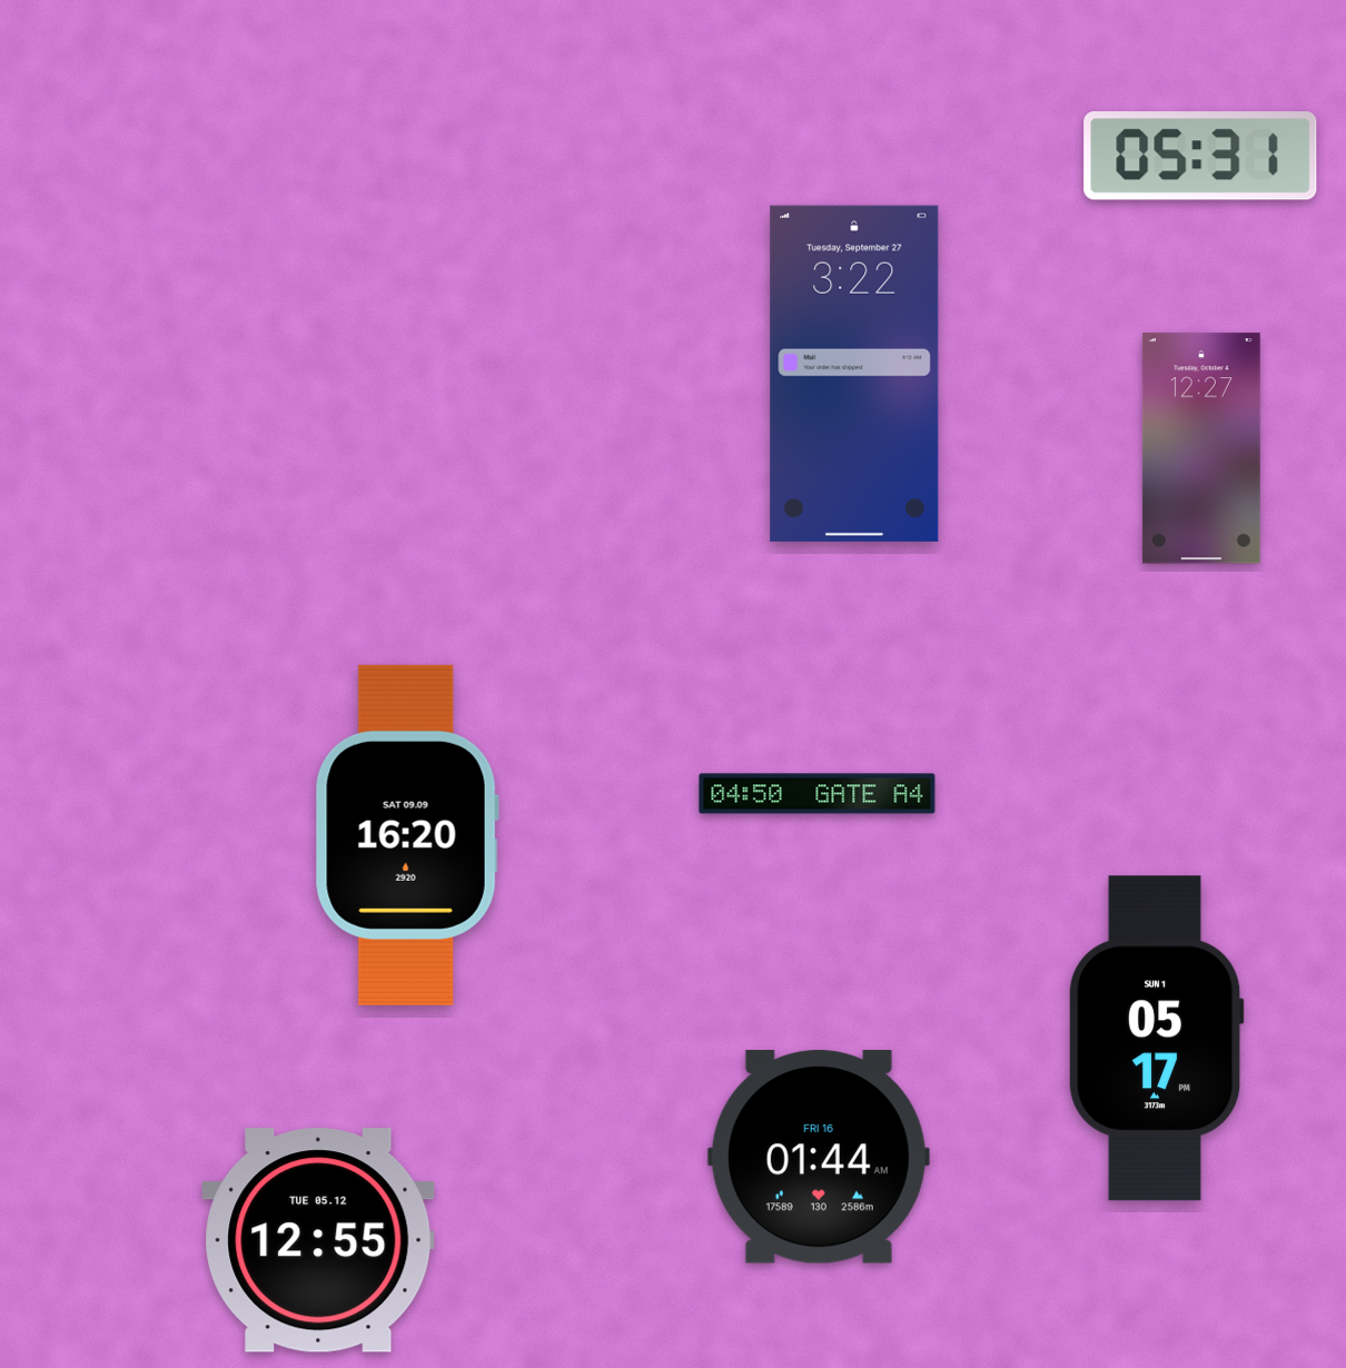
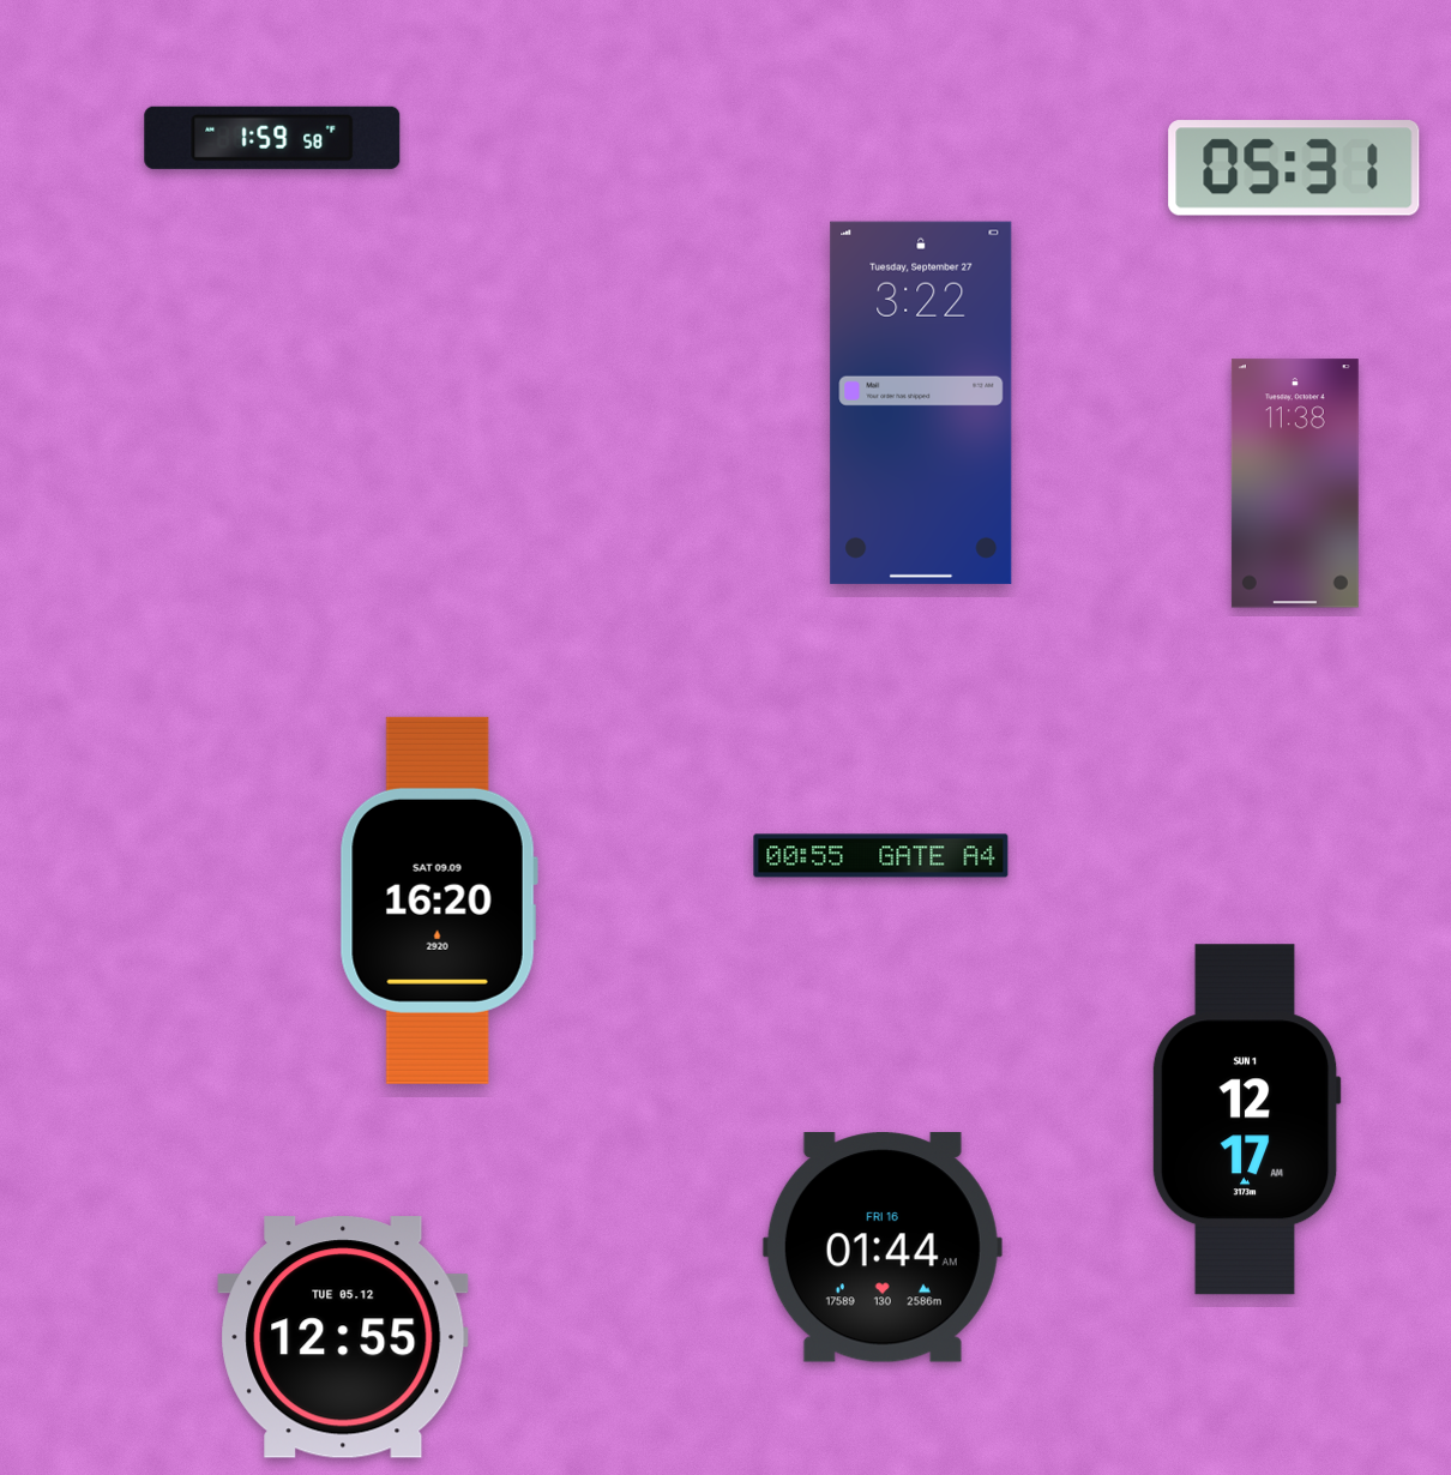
clock at (272, 138): none -> 1:59
clock at (1201, 448): 12:27 -> 11:38
clock at (818, 794): 04:50 -> 00:55
clock at (1156, 1039): 05:17 -> 12:17
